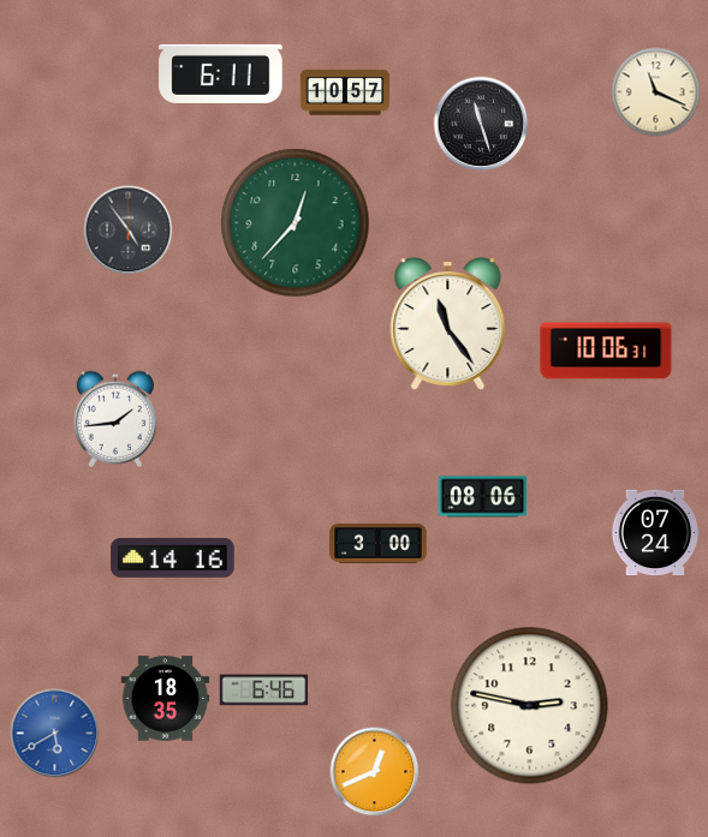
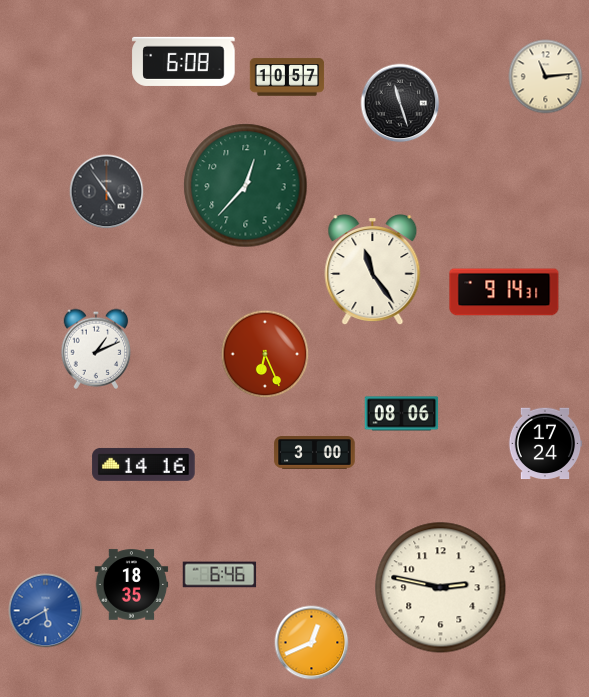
clock at (221, 73): 6:11 -> 6:08
clock at (656, 92): 11:19 -> 11:14
clock at (606, 351): 10:06 -> 9:14
clock at (115, 419): 1:44 -> 1:11
clock at (265, 354): none -> 6:26
clock at (655, 533): 07:24 -> 17:24
clock at (166, 699) position: (166, 699) -> (132, 585)
